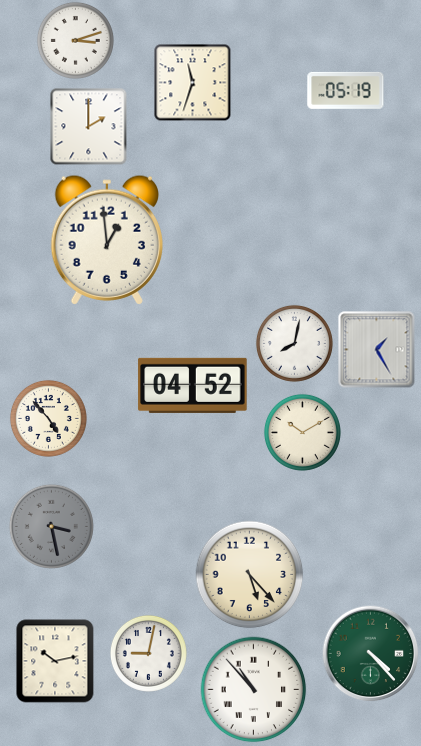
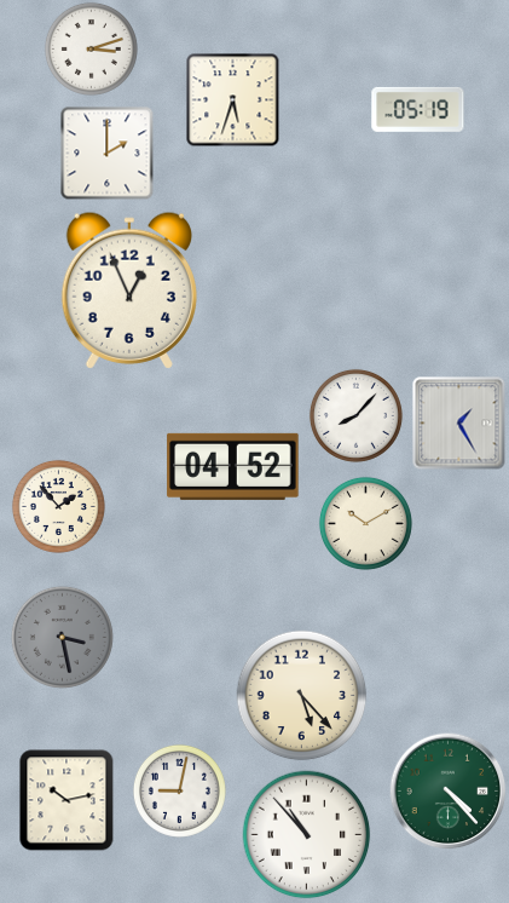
clock at (192, 82): 11:33 -> 5:33
clock at (106, 240): 12:59 -> 12:56
clock at (294, 343): 8:02 -> 8:07
clock at (377, 350) position: (377, 350) -> (459, 424)
clock at (48, 418): 4:53 -> 1:53
